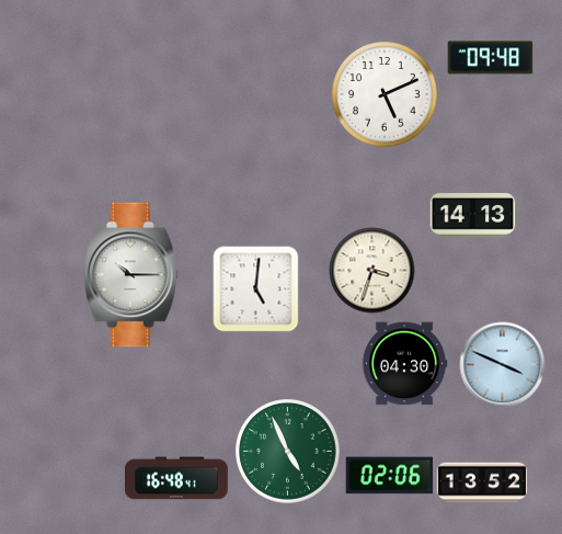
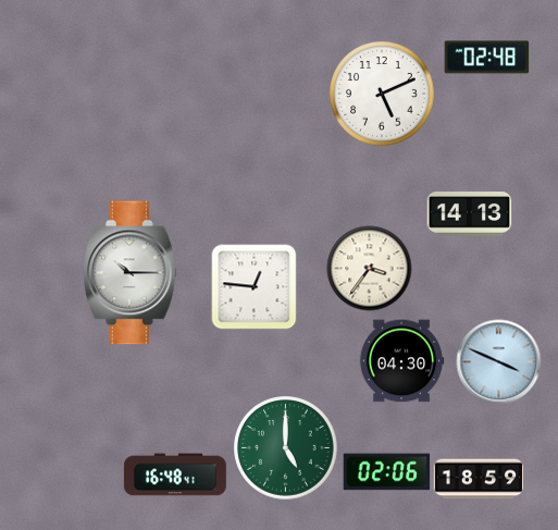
clock at (490, 58): 09:48 -> 02:48
clock at (371, 270): 3:33 -> 3:36
clock at (255, 288): 5:01 -> 12:46
clock at (287, 451): 4:56 -> 5:00
clock at (482, 482): 13:52 -> 18:59
